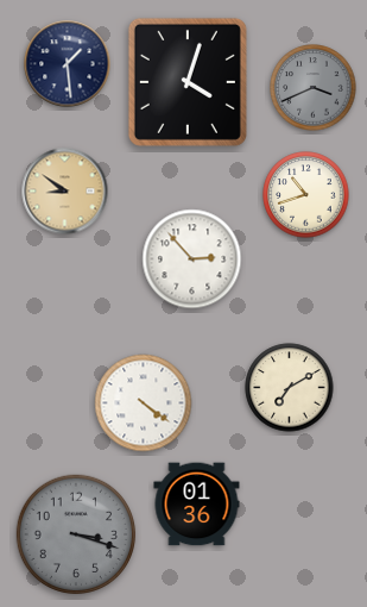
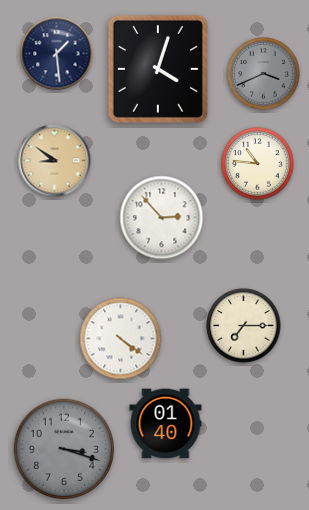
clock at (306, 195): 10:42 -> 10:46
clock at (290, 388): 7:10 -> 7:15
clock at (197, 505): 01:36 -> 01:40
